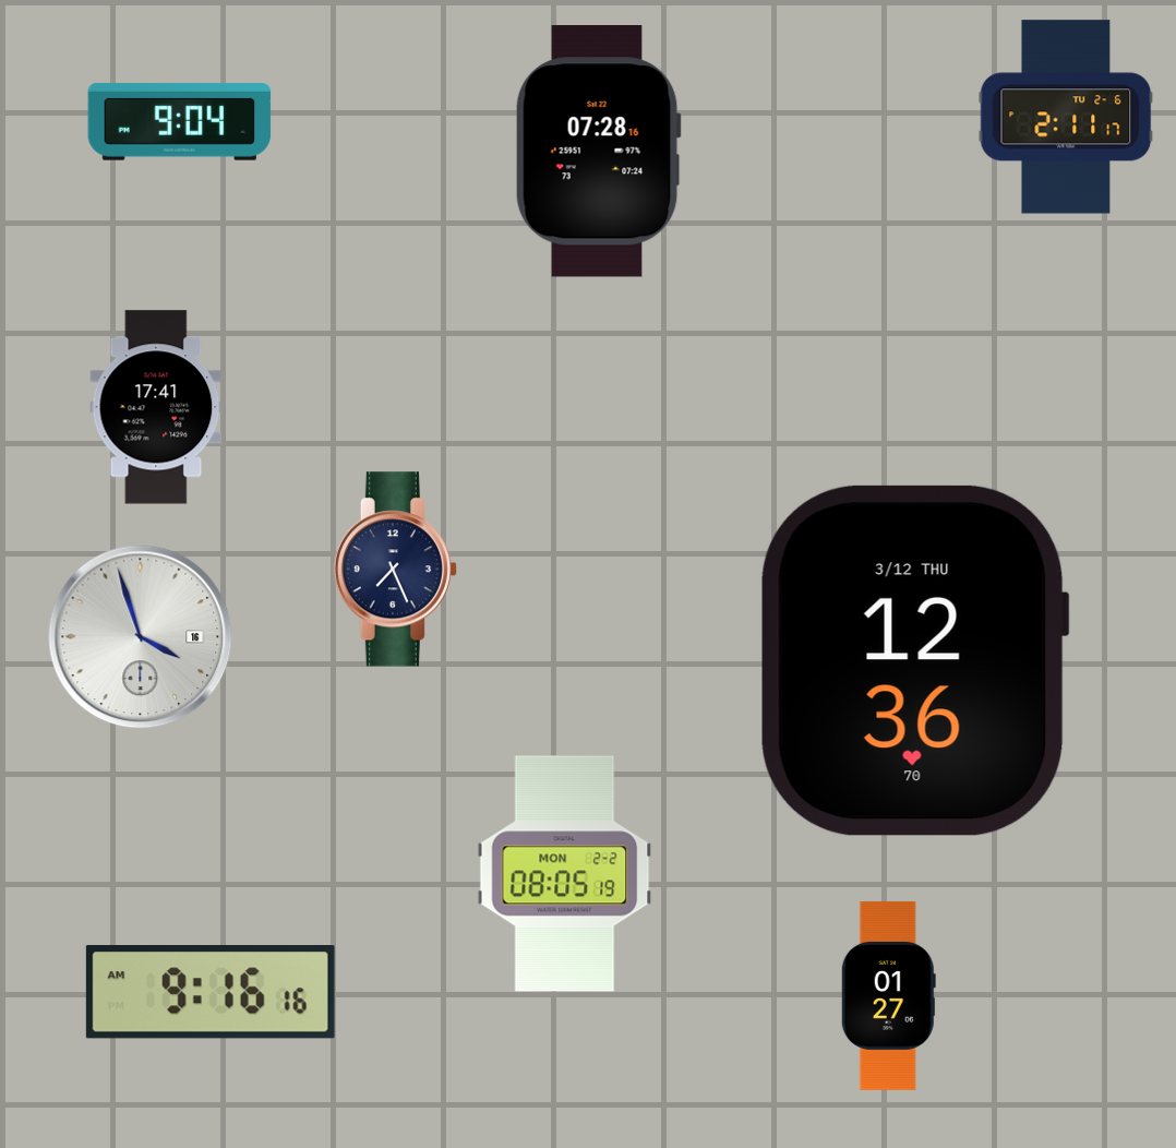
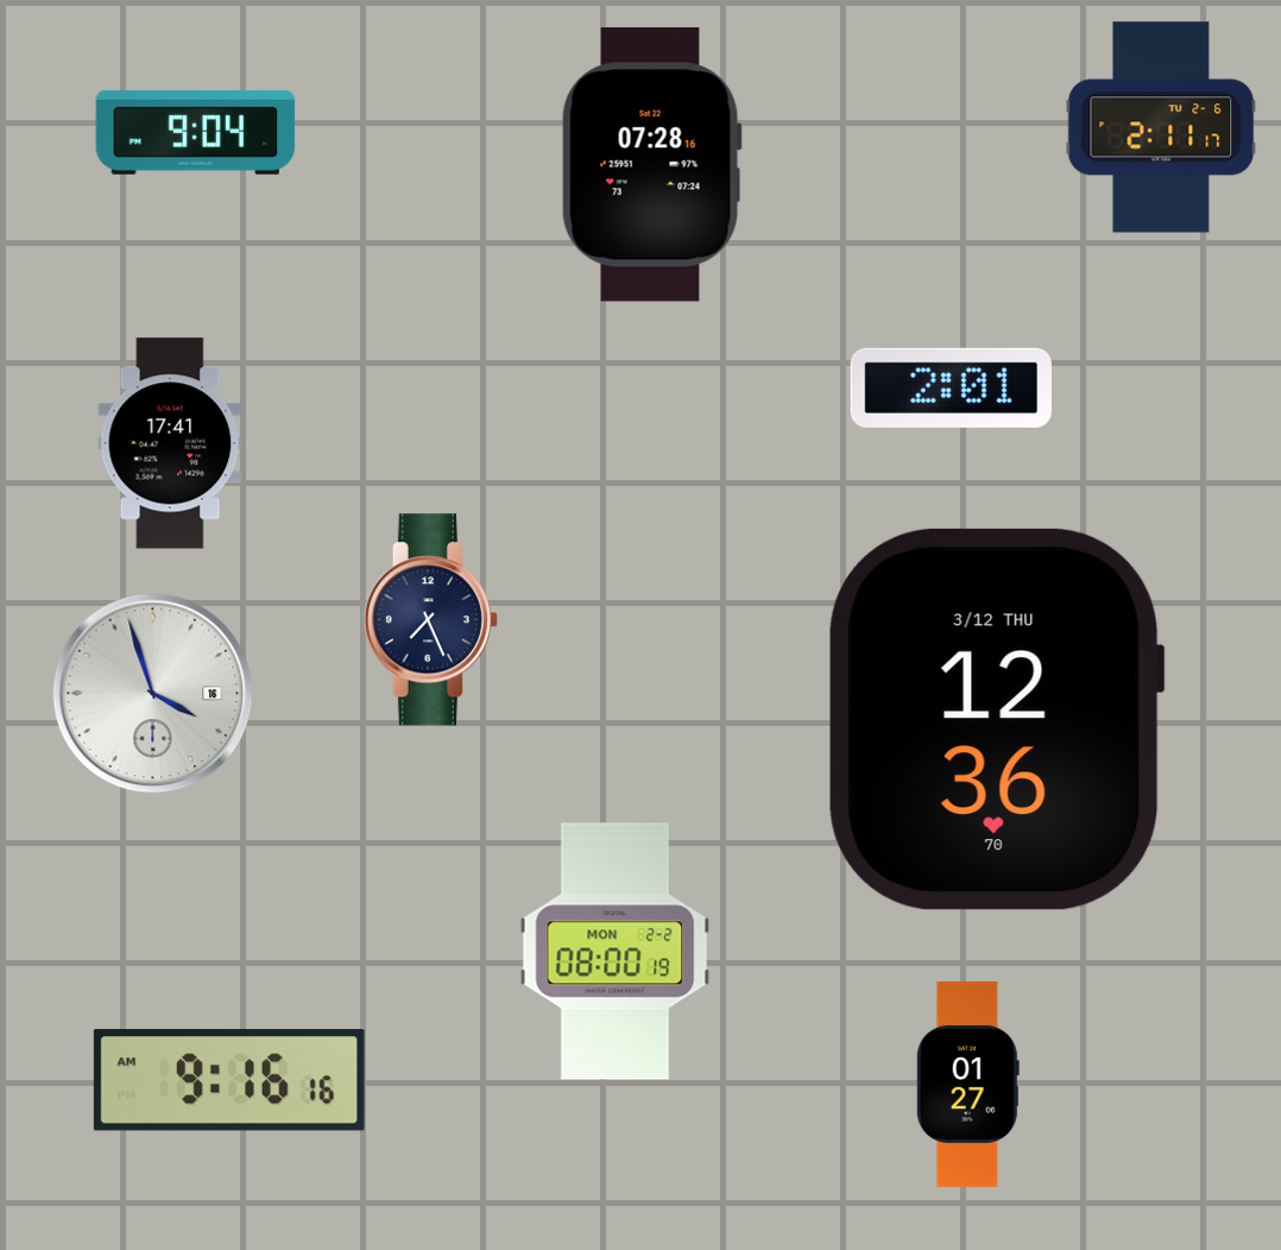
clock at (951, 387): none -> 2:01
clock at (565, 874): 08:05 -> 08:00
